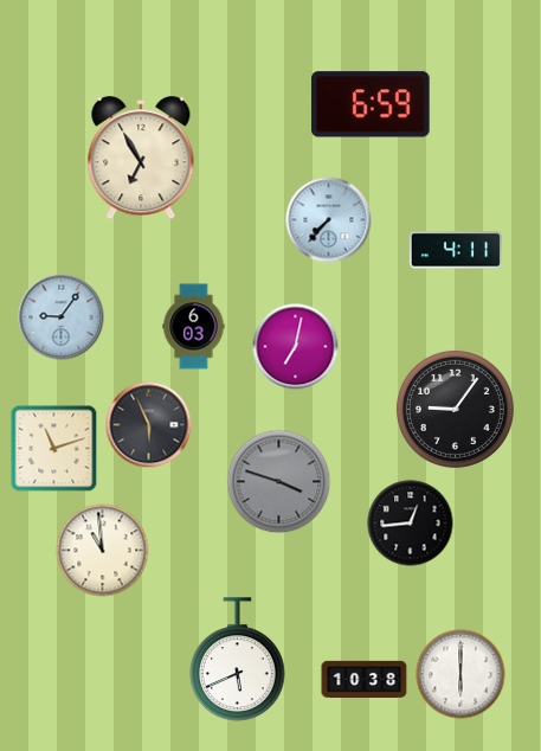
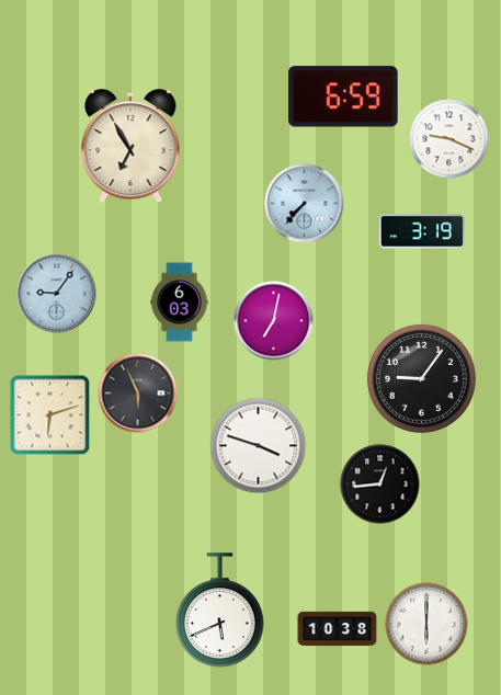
clock at (449, 139): none -> 9:19
clock at (456, 250): 4:11 -> 3:19
clock at (54, 449): 11:12 -> 6:12
clock at (279, 482) dial: grey -> white
clock at (103, 551): 10:59 -> none
